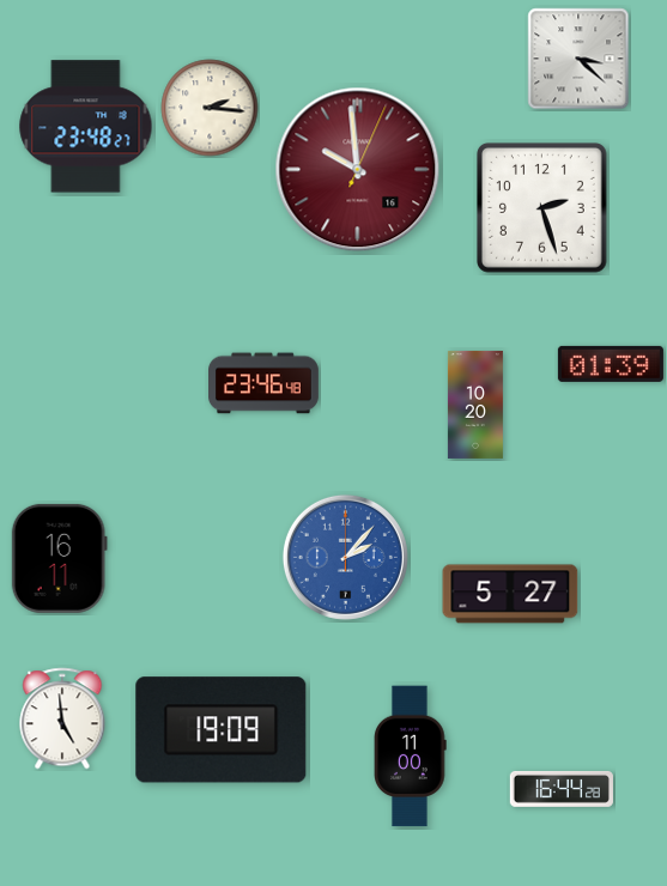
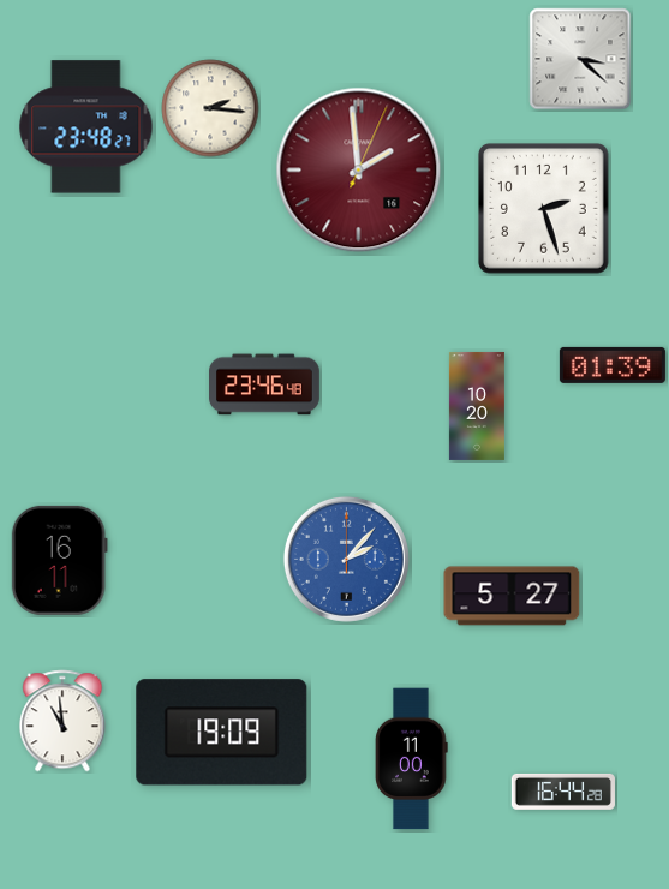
clock at (358, 170): 9:59 -> 1:59
clock at (62, 718): 4:59 -> 10:59
